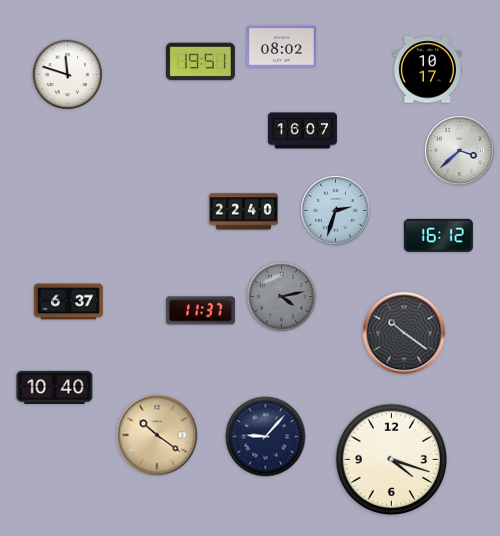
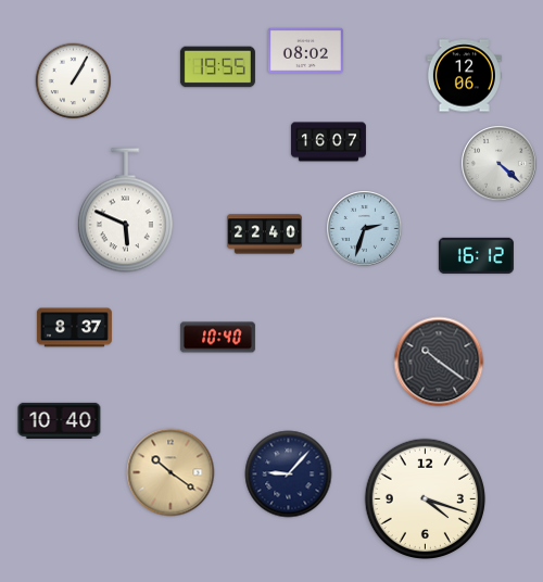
clock at (200, 62): 19:51 -> 19:55
clock at (427, 70): 10:17 -> 12:06
clock at (68, 75): 11:48 -> 1:05
clock at (460, 151): 3:38 -> 4:22
clock at (125, 211): none -> 5:49
clock at (243, 212) position: (243, 212) -> (264, 235)
clock at (282, 297): 4:13 -> none
clock at (68, 302): 6:37 -> 8:37
clock at (200, 311): 11:37 -> 10:40
